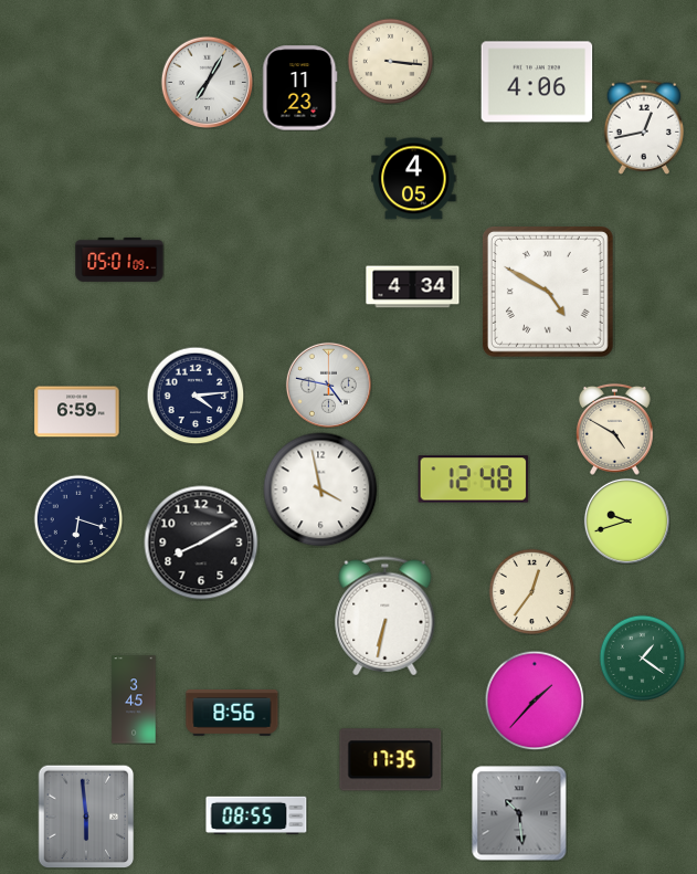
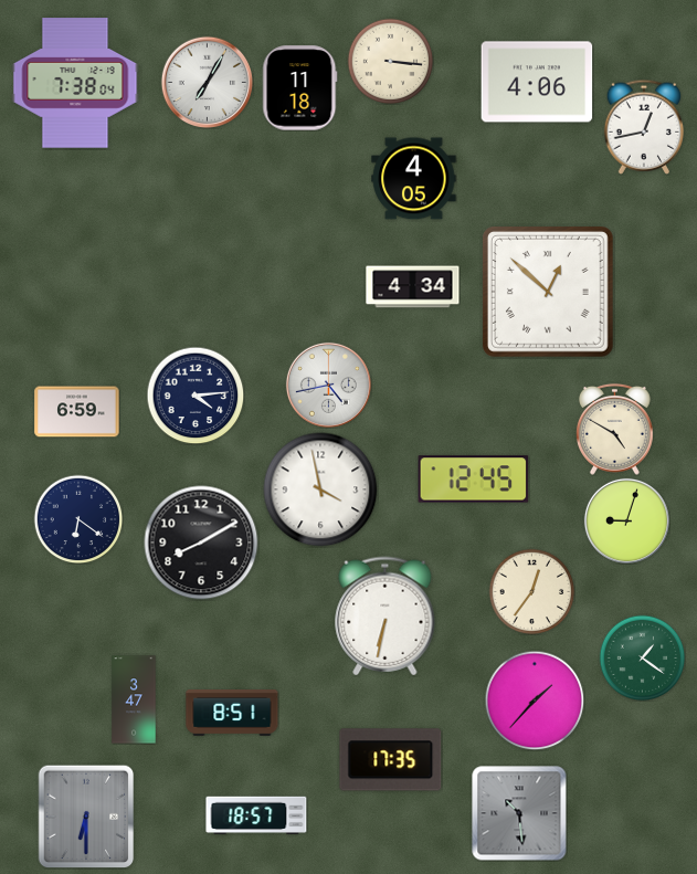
clock at (75, 83): none -> 7:38
clock at (300, 88): 11:23 -> 11:18
clock at (119, 260): 05:01 -> none
clock at (548, 292): 4:50 -> 12:52
clock at (328, 385): 4:47 -> 4:43
clock at (474, 480): 12:48 -> 12:45
clock at (78, 519): 6:18 -> 6:21
clock at (626, 520): 9:42 -> 9:03
clock at (134, 699): 3:45 -> 3:47
clock at (232, 713): 8:56 -> 8:51
clock at (256, 815): 08:55 -> 18:57
clock at (86, 817): 5:59 -> 6:30
